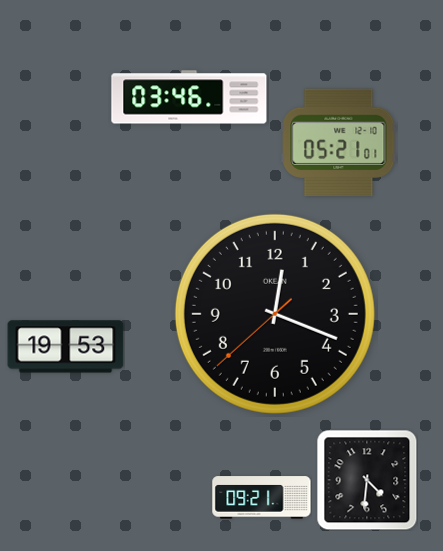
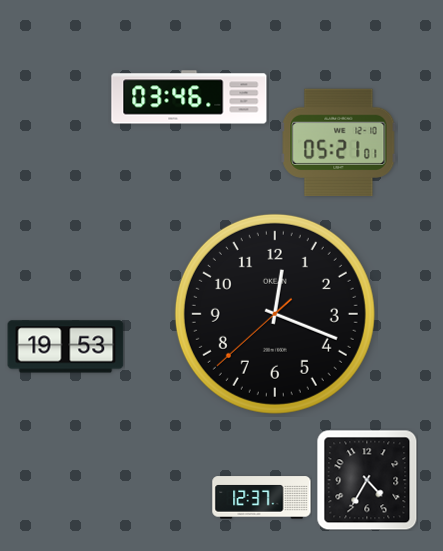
clock at (367, 480): 4:31 -> 4:35
clock at (262, 498): 09:21 -> 12:37
